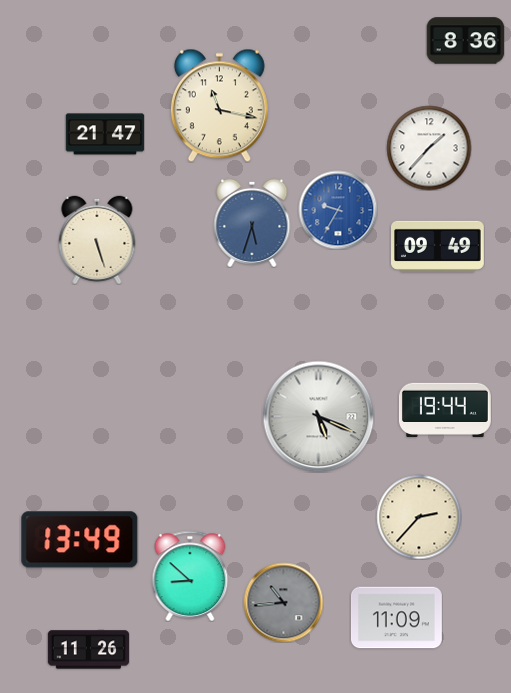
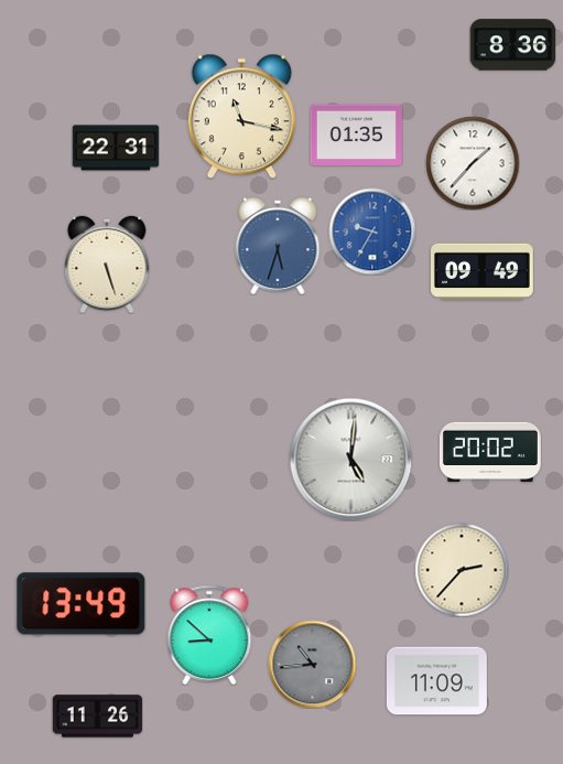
clock at (356, 134): none -> 01:35
clock at (105, 134): 21:47 -> 22:31
clock at (445, 409): 19:44 -> 20:02
clock at (318, 416): 5:19 -> 5:01
clock at (80, 540) position: (80, 540) -> (82, 604)
